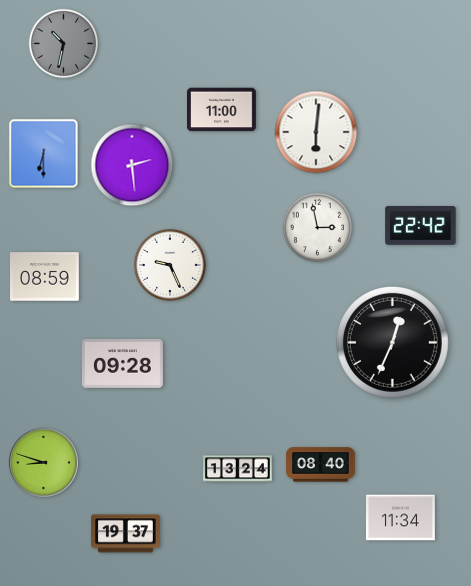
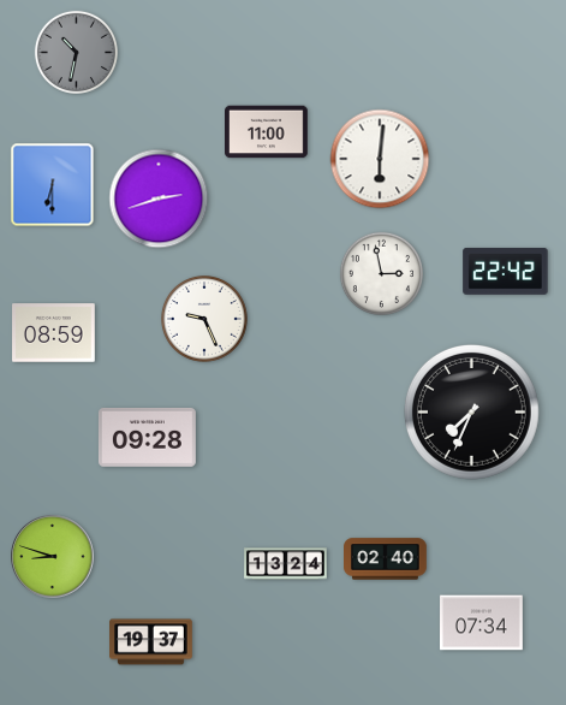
clock at (132, 165): 2:29 -> 2:42
clock at (392, 342): 12:34 -> 7:34
clock at (321, 465): 08:40 -> 02:40
clock at (401, 518): 11:34 -> 07:34
